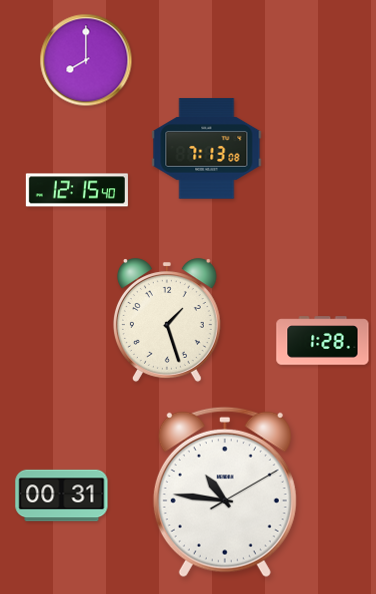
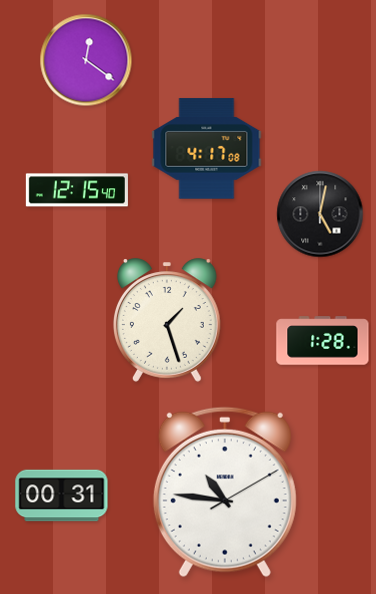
clock at (86, 60): 8:00 -> 12:21
clock at (207, 149): 7:13 -> 4:17
clock at (320, 214): none -> 5:02
